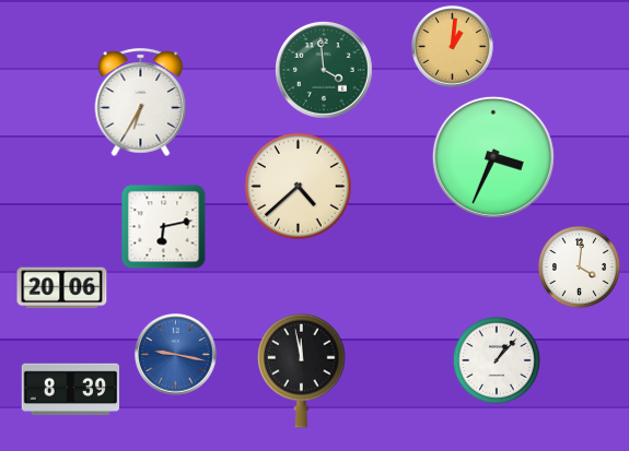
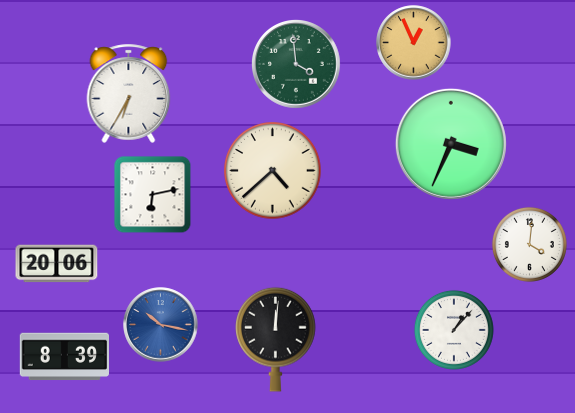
clock at (453, 47): 1:01 -> 12:56
clock at (164, 227) position: (164, 227) -> (153, 195)
clock at (176, 355): 9:17 -> 10:17
clock at (302, 370): 11:58 -> 12:01
